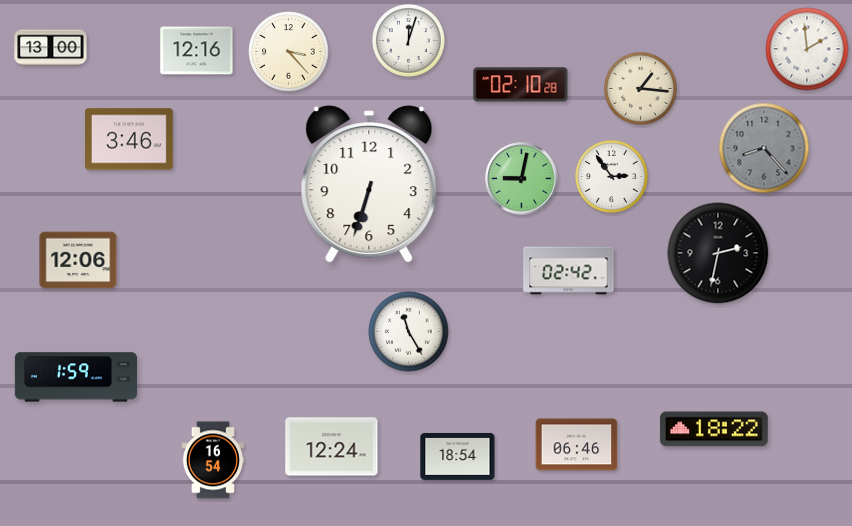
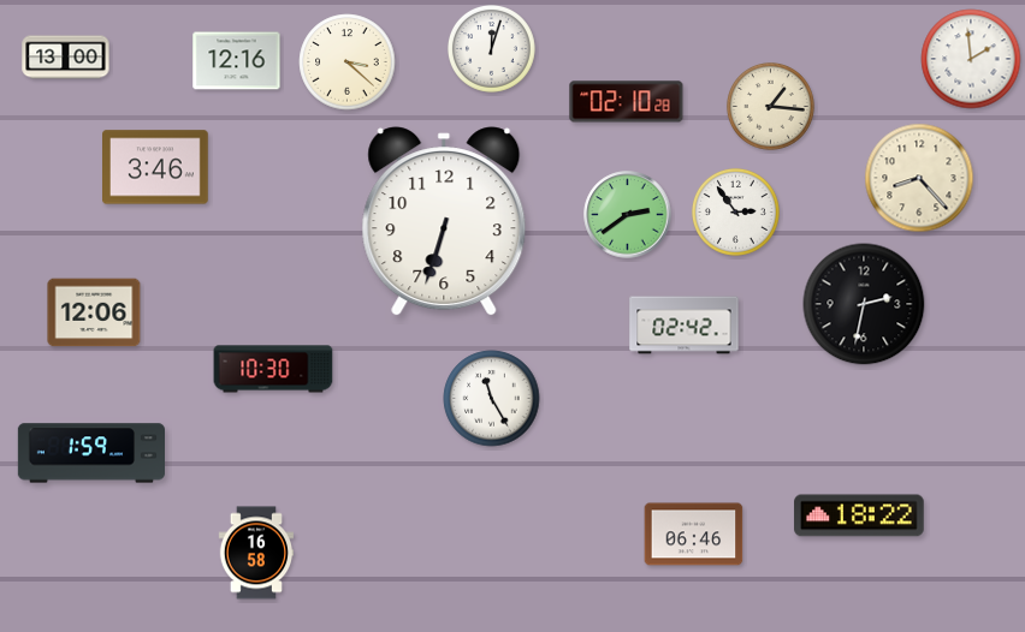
clock at (51, 48) position: (51, 48) -> (66, 58)
clock at (289, 52): 3:23 -> 3:22
clock at (764, 148) dial: grey -> cream
clock at (522, 179): 9:02 -> 2:39
clock at (273, 369): none -> 10:30
clock at (332, 447): 12:24 -> none
clock at (458, 456): 18:54 -> none
clock at (213, 460): 16:54 -> 16:58
